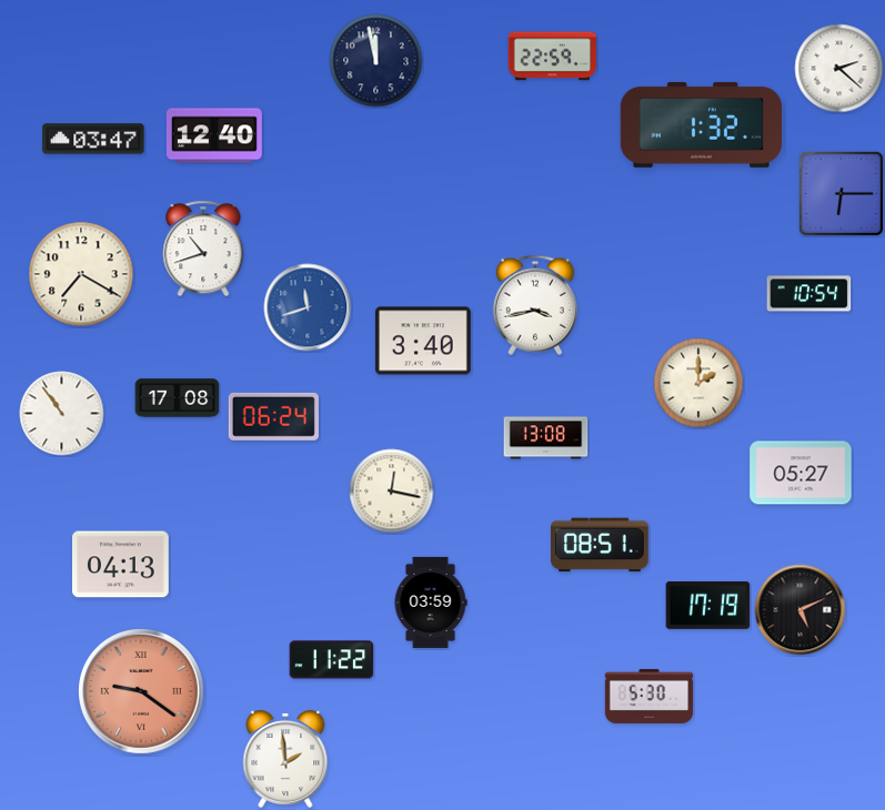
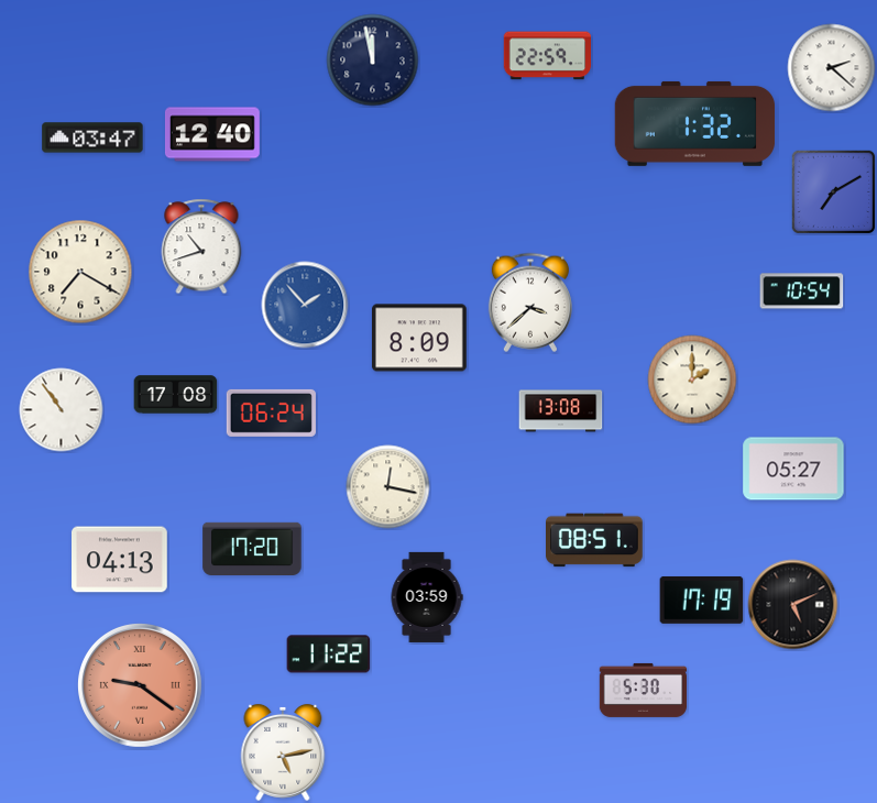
clock at (841, 193): 6:15 -> 7:10
clock at (535, 305): 3:43 -> 3:38
clock at (308, 307): 11:42 -> 1:53
clock at (423, 341): 3:40 -> 8:09
clock at (546, 438) position: (546, 438) -> (561, 411)
clock at (252, 548): none -> 17:20
clock at (285, 759): 1:59 -> 5:13
